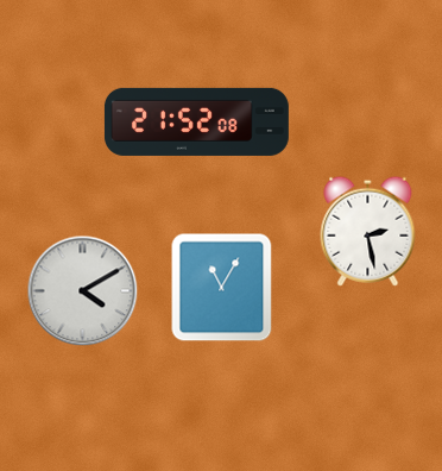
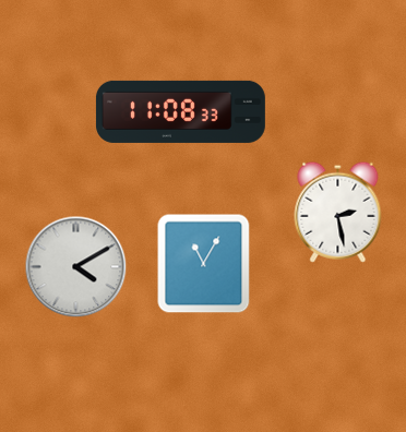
clock at (196, 121): 21:52 -> 11:08
